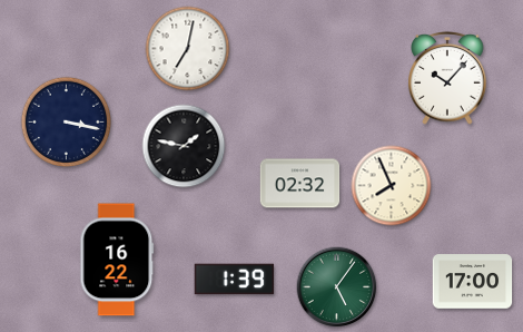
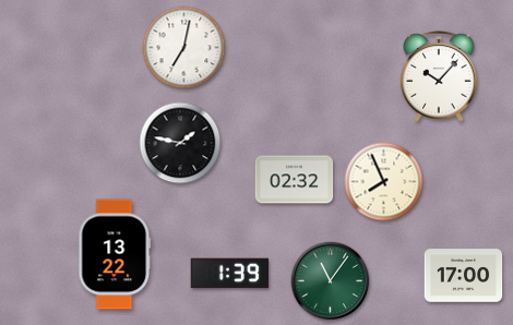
clock at (67, 123): 3:17 -> none
clock at (117, 260): 16:22 -> 13:22
clock at (337, 287): 5:06 -> 11:06
